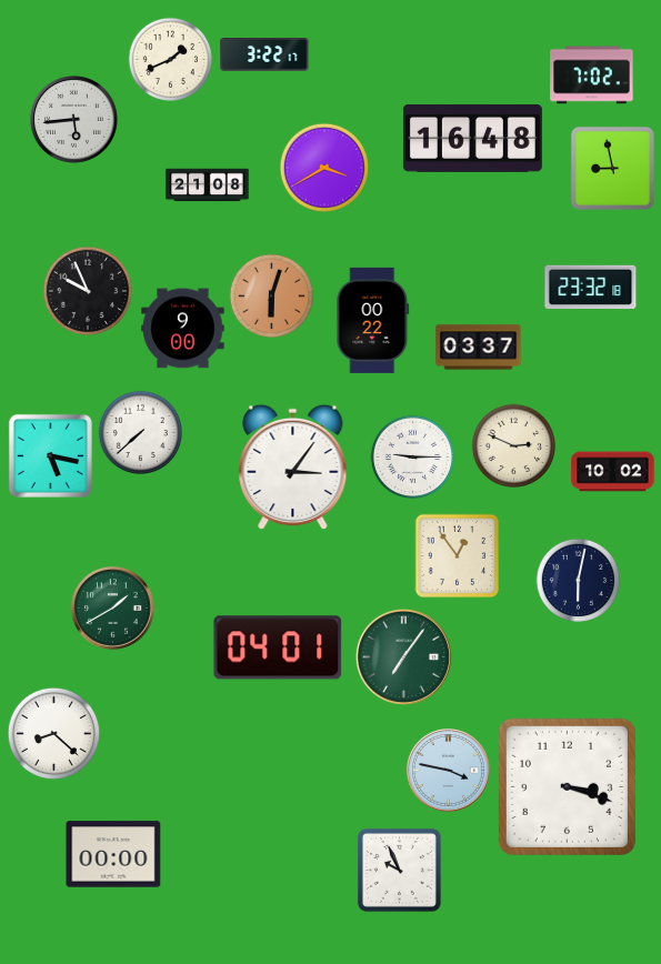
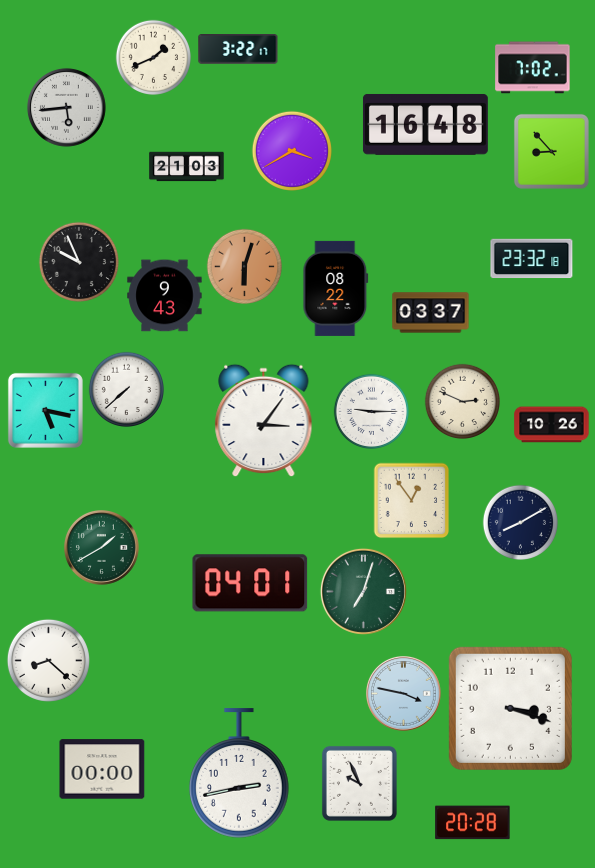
clock at (170, 59) position: (170, 59) -> (153, 57)
clock at (612, 168): 8:58 -> 8:53
clock at (208, 185): 21:08 -> 21:03
clock at (373, 320): 00:22 -> 08:22
clock at (183, 329): 9:00 -> 9:43
clock at (613, 472): 10:02 -> 10:26
clock at (578, 580): 6:02 -> 8:10
clock at (403, 656): 7:06 -> 7:03
clock at (239, 773): none -> 2:43
clock at (473, 823): none -> 20:28
